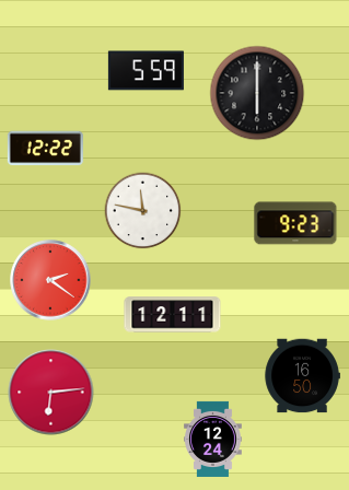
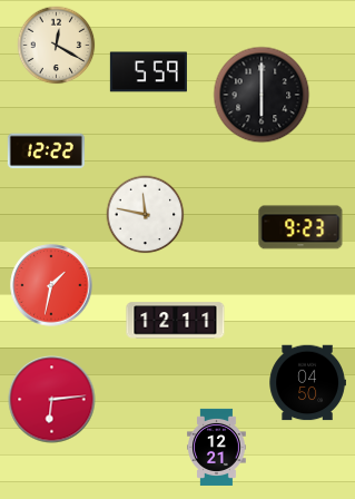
clock at (57, 46): none -> 12:20
clock at (50, 280): 2:21 -> 1:32
clock at (302, 376): 16:50 -> 04:50
clock at (213, 439): 12:24 -> 12:21
